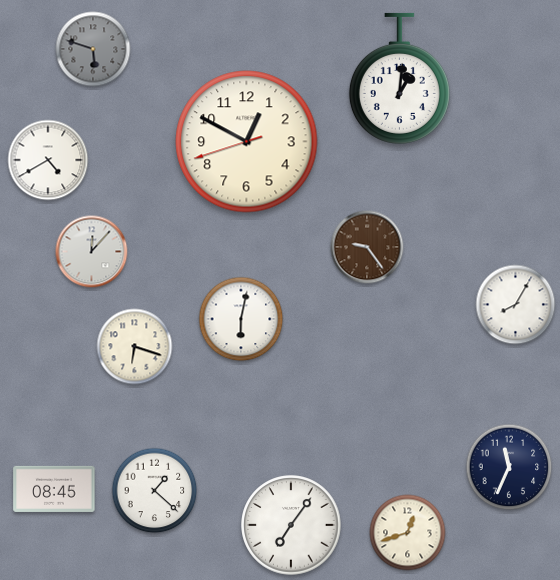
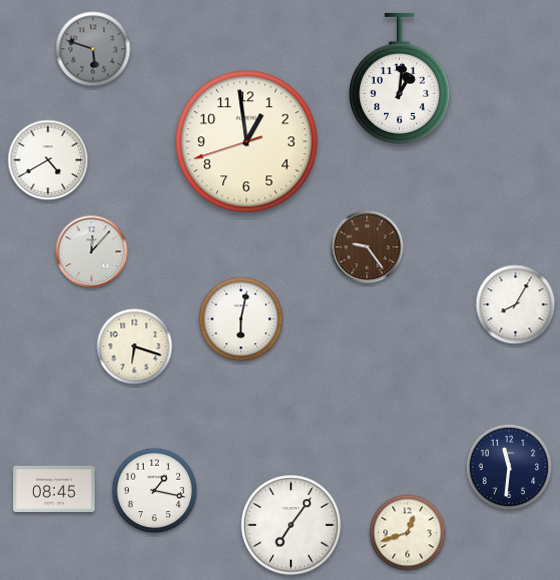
clock at (247, 142): 12:49 -> 12:58
clock at (509, 467): 11:34 -> 11:31
clock at (155, 491): 1:22 -> 1:17
